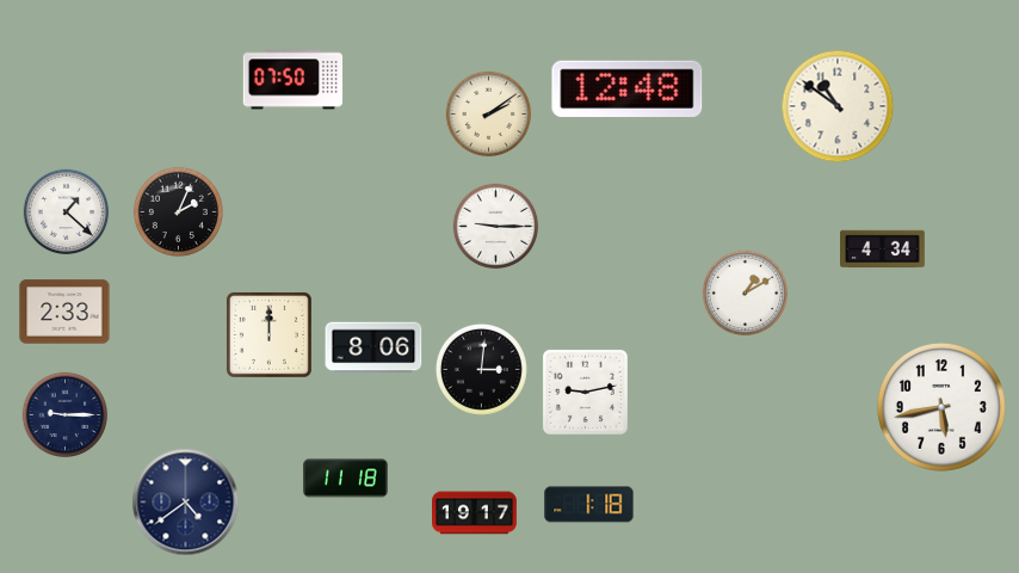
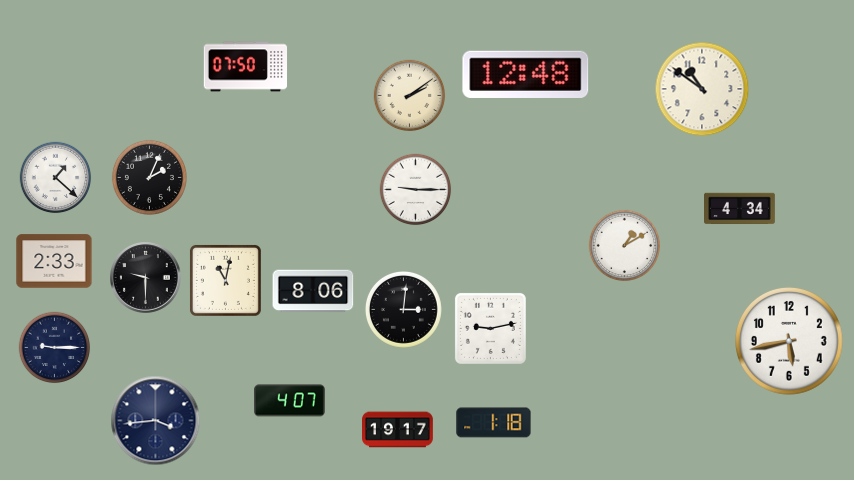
clock at (146, 278): none -> 9:30
clock at (268, 334): 12:00 -> 11:02
clock at (346, 479): 11:18 -> 4:07
clock at (186, 503): 4:39 -> 3:44
